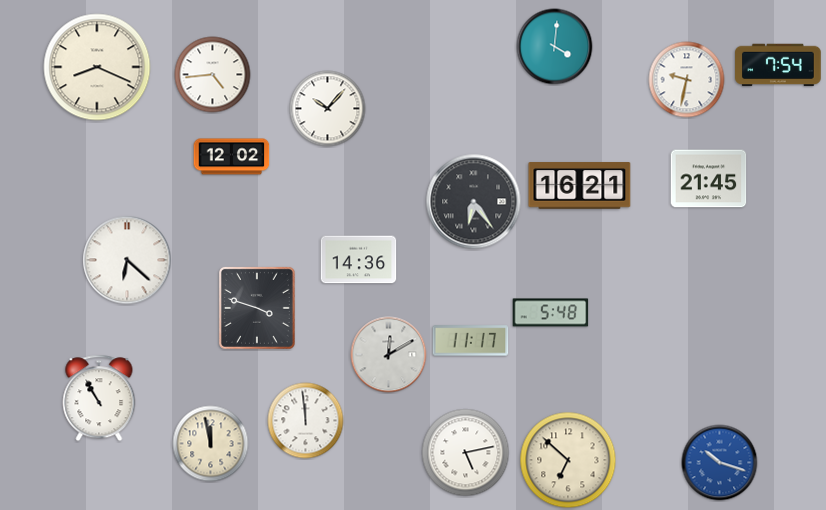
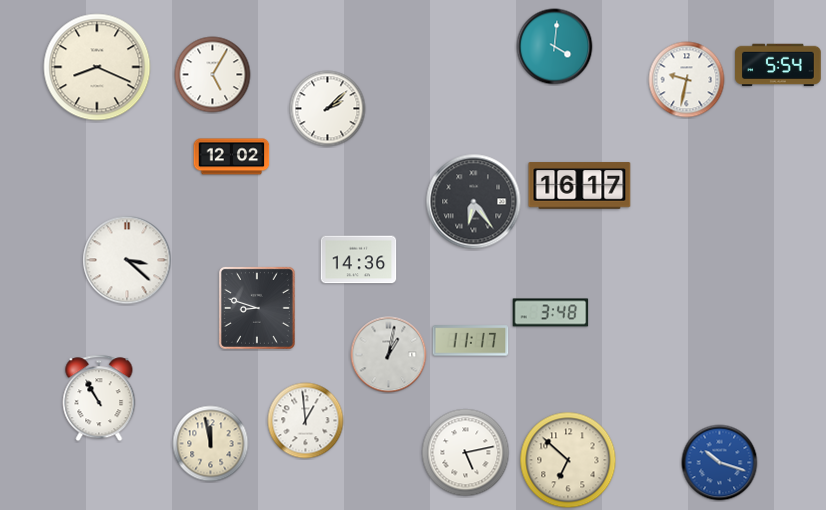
clock at (778, 65): 7:54 -> 5:54
clock at (213, 75): 4:44 -> 5:05
clock at (328, 109): 10:07 -> 2:08
clock at (709, 179): 21:45 -> none
clock at (580, 186): 16:21 -> 16:17
clock at (127, 260): 6:22 -> 3:22
clock at (257, 308): 3:48 -> 8:48
clock at (551, 313): 5:48 -> 3:48
clock at (389, 355): 12:10 -> 1:02
clock at (306, 421): 11:59 -> 12:59
